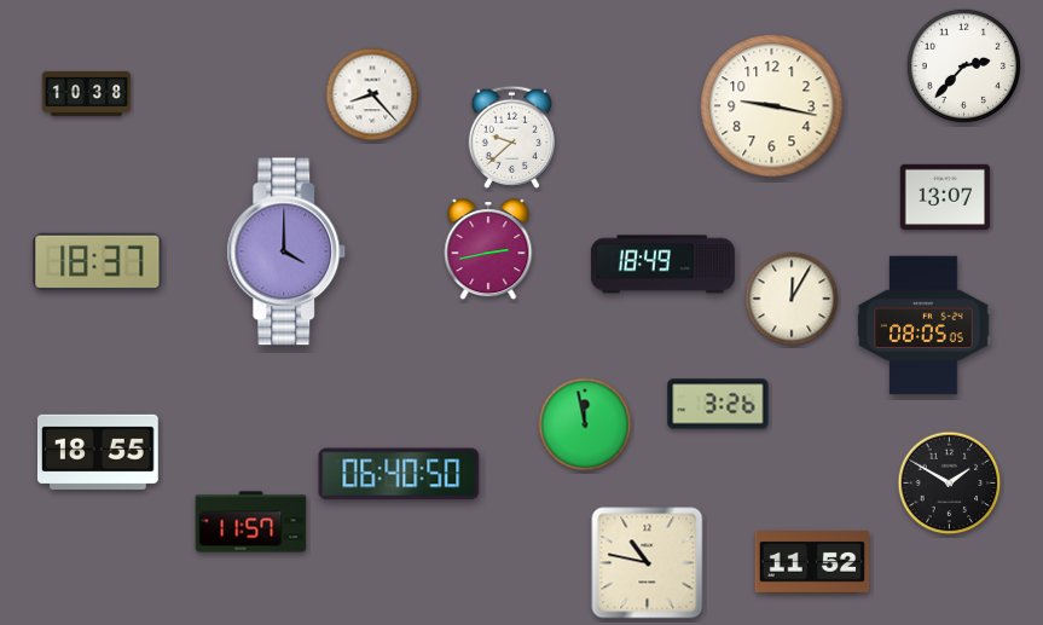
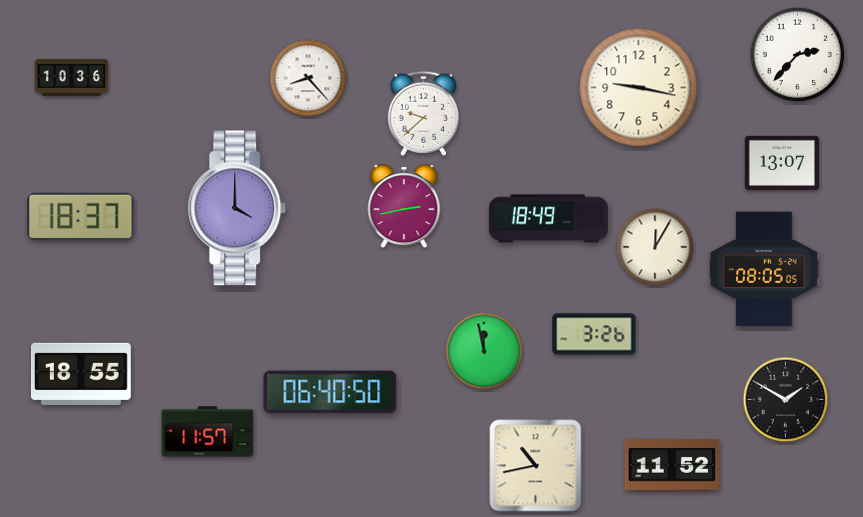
clock at (87, 93): 10:38 -> 10:36
clock at (648, 563): 10:47 -> 10:43
